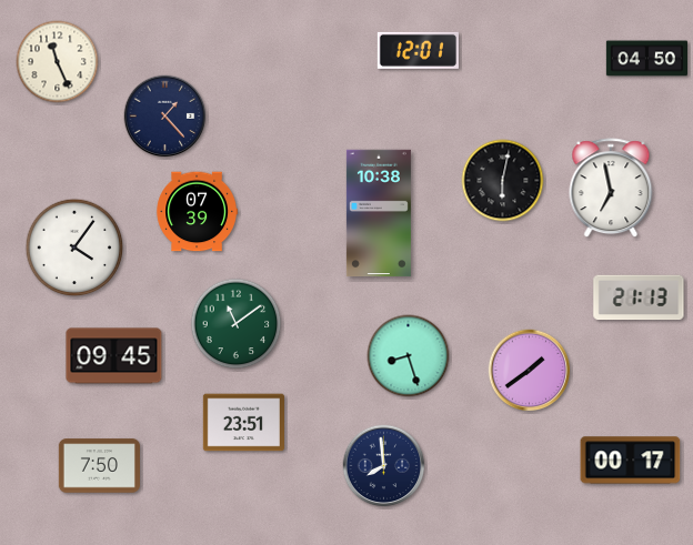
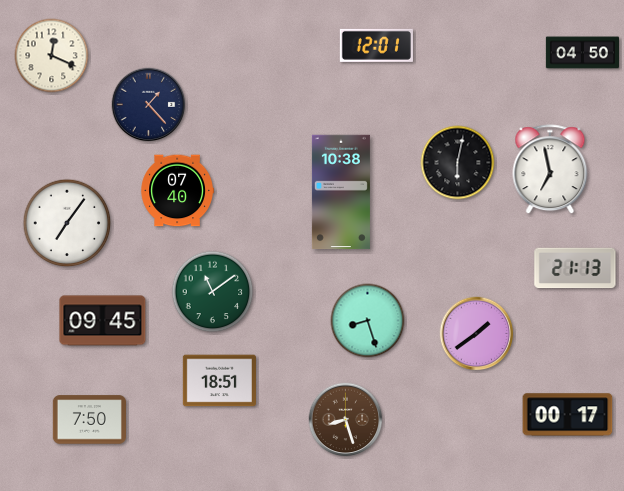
clock at (58, 62): 11:26 -> 12:19
clock at (503, 181) position: (503, 181) -> (458, 163)
clock at (197, 212): 07:39 -> 07:40
clock at (74, 248): 4:06 -> 7:06
clock at (243, 423): 23:51 -> 18:51
clock at (384, 466): 7:59 -> 8:27
clock at (384, 466) dial: navy -> brown
